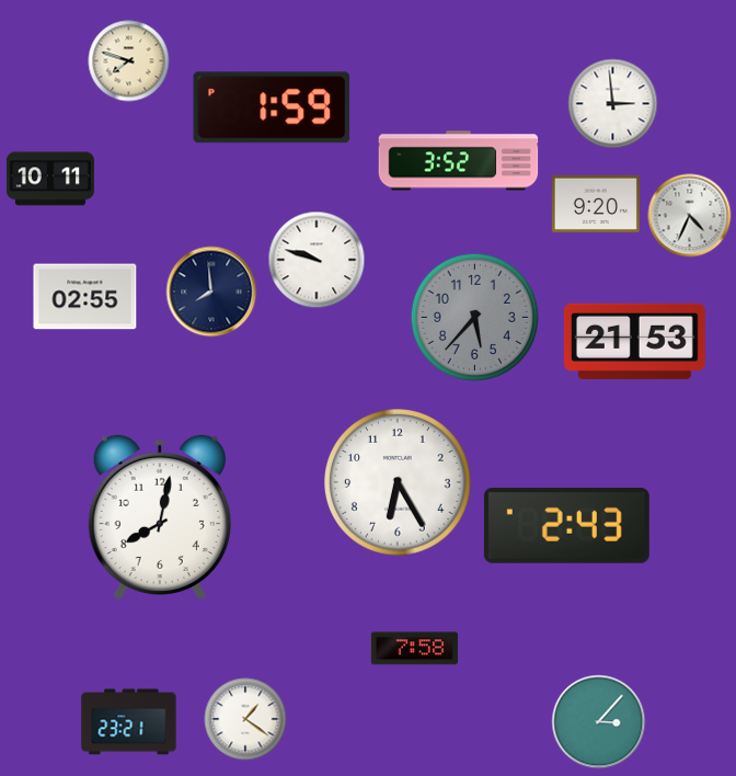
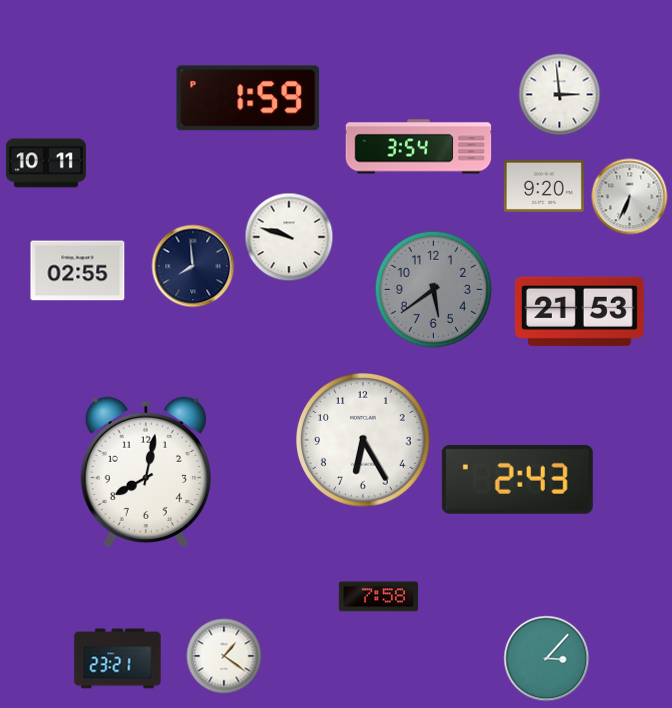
clock at (129, 61): 7:48 -> none
clock at (459, 161): 3:52 -> 3:54
clock at (690, 216): 4:34 -> 6:34
clock at (474, 317): 5:37 -> 5:39
clock at (414, 649) position: (414, 649) -> (378, 597)
